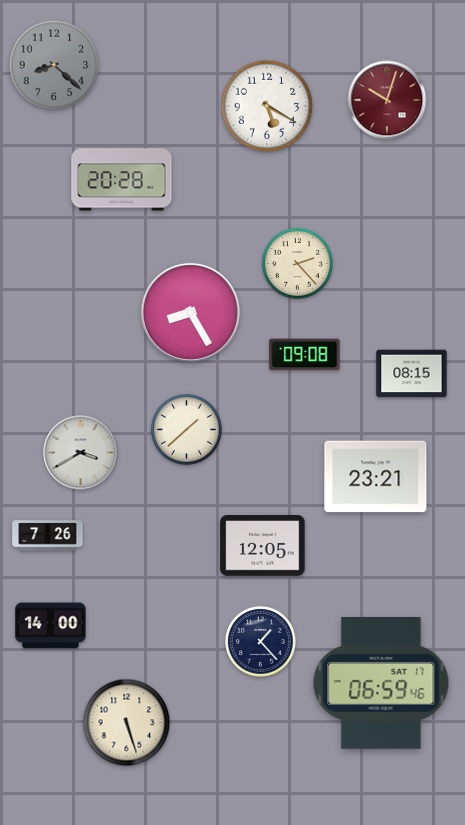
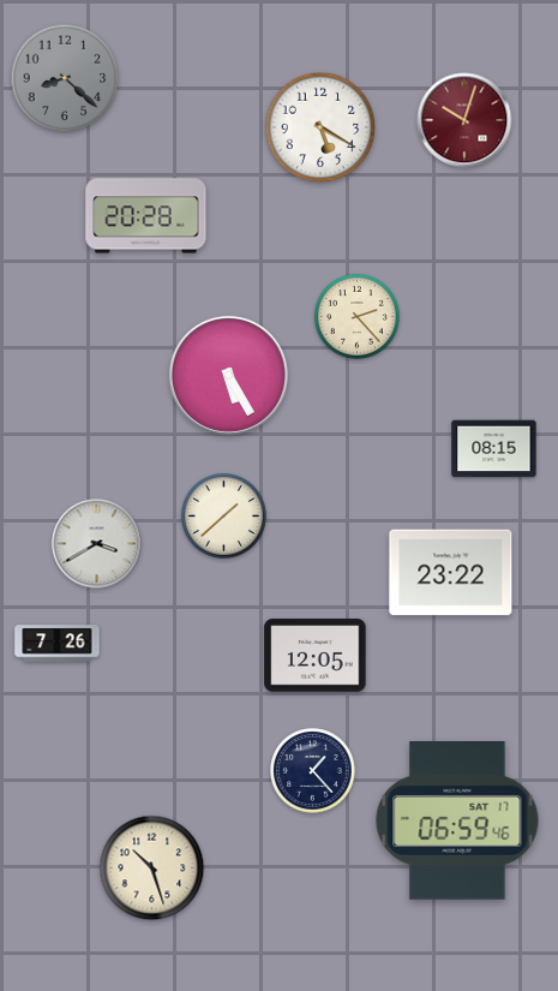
clock at (190, 312): 8:25 -> 5:25
clock at (305, 355): 09:08 -> none
clock at (376, 477): 23:21 -> 23:22
clock at (51, 626): 14:00 -> none
clock at (127, 723): 5:27 -> 10:27
